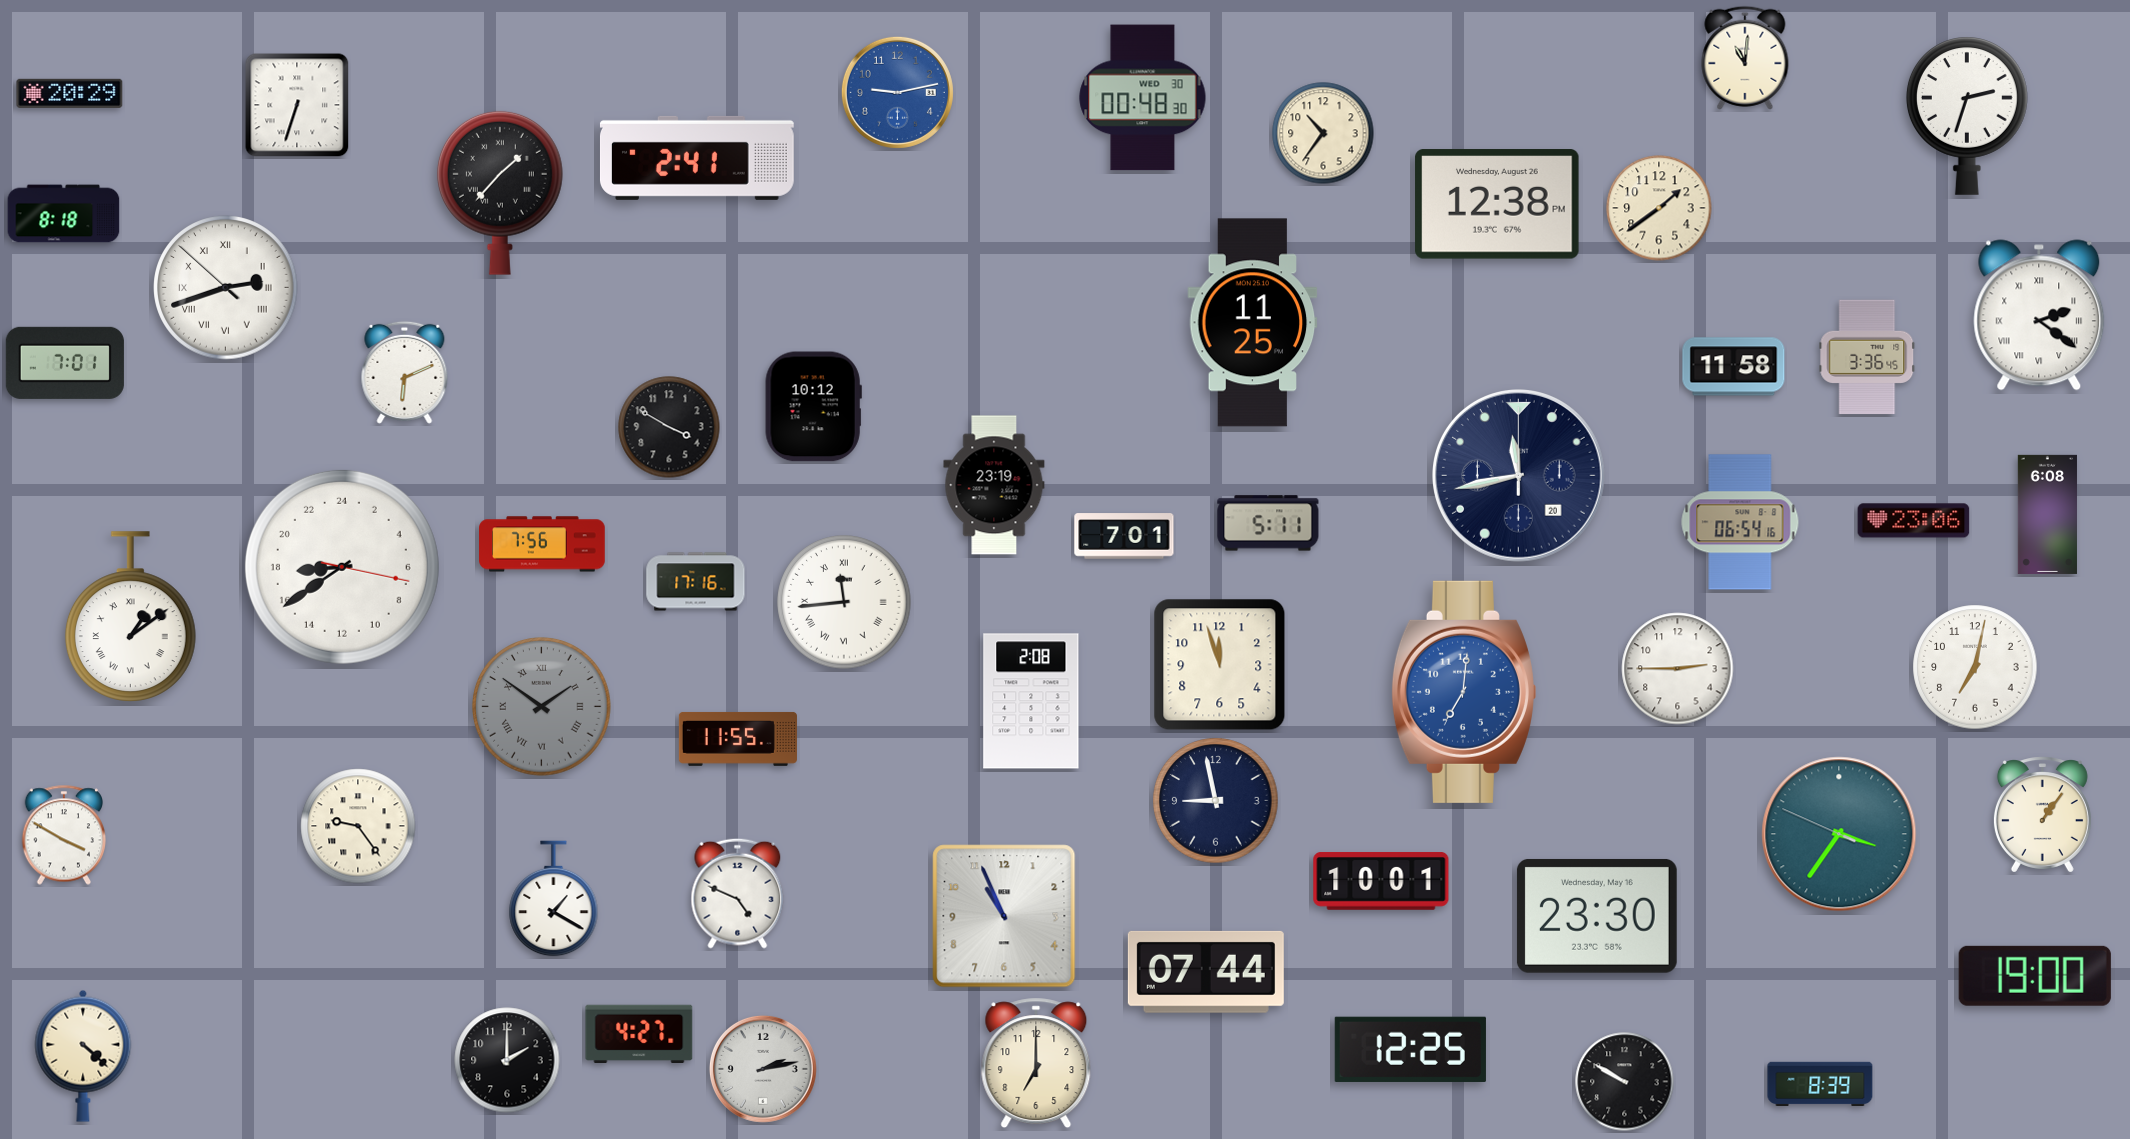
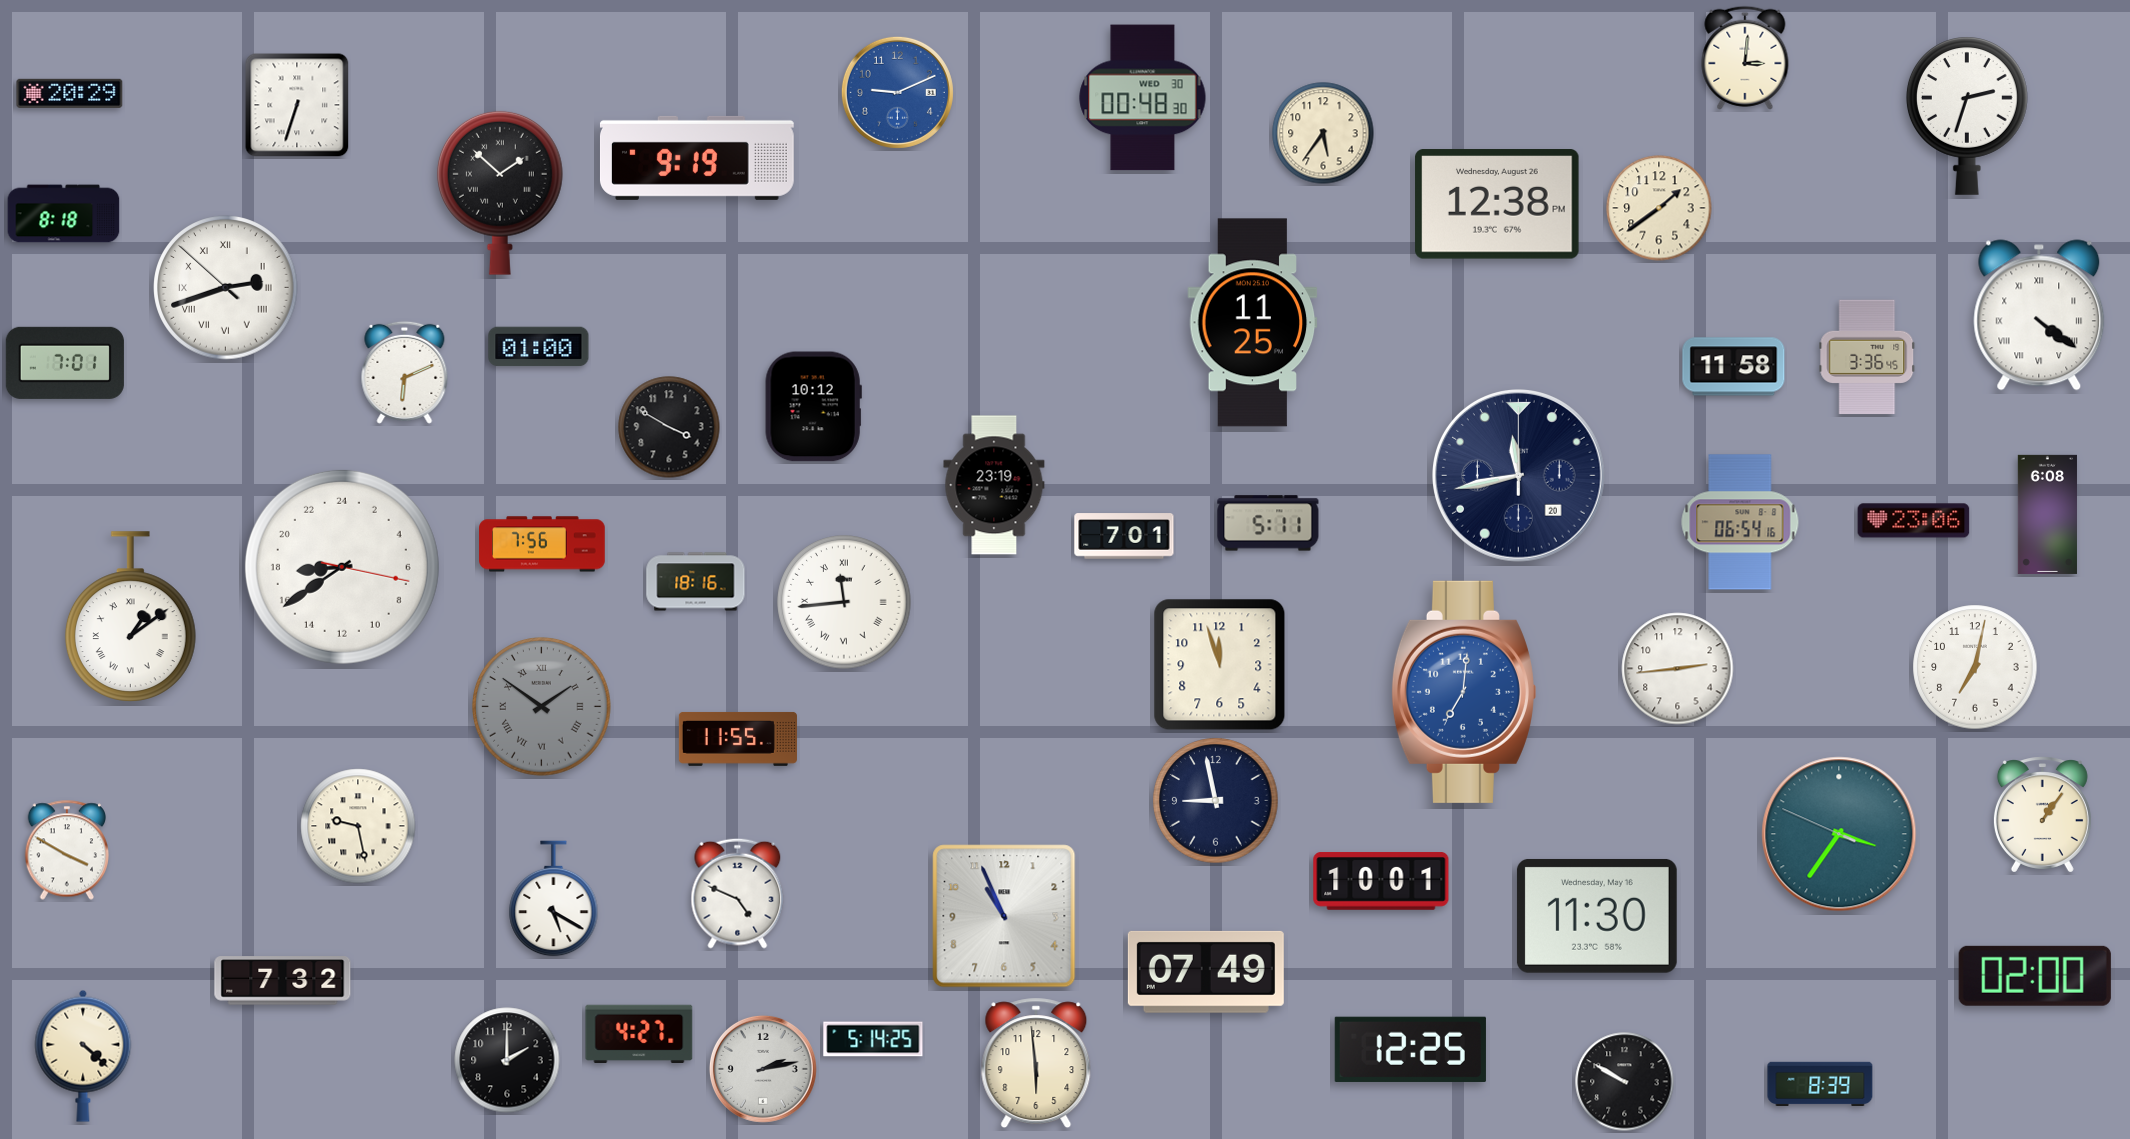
clock at (1745, 58): 11:01 -> 3:01
clock at (897, 92): 9:13 -> 9:11
clock at (1323, 133): 10:36 -> 5:36
clock at (697, 158): 2:41 -> 9:19
clock at (500, 193): 1:37 -> 1:52
clock at (2039, 315): 2:21 -> 4:21
clock at (539, 347): none -> 01:00
clock at (696, 582): 17:16 -> 18:16
clock at (1678, 669): 2:45 -> 2:44
clock at (1031, 701): 2:08 -> none
clock at (358, 826): 9:24 -> 9:28
clock at (63, 835) position: (63, 835) -> (66, 850)
clock at (554, 899): 1:20 -> 5:20
clock at (1597, 916): 23:30 -> 11:30
clock at (1206, 972): 07:44 -> 07:49
clock at (2035, 976): 19:00 -> 02:00
clock at (283, 981): none -> 7:32
clock at (873, 1039): none -> 5:14
clock at (1036, 1063): 7:00 -> 5:59
